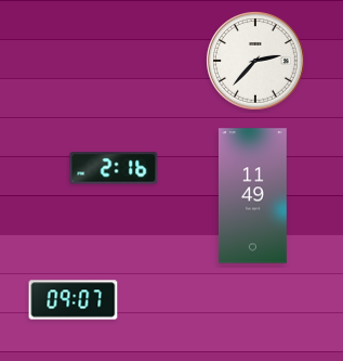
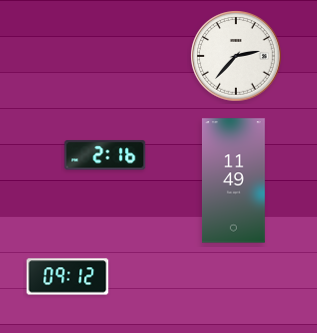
clock at (74, 300): 09:07 -> 09:12
